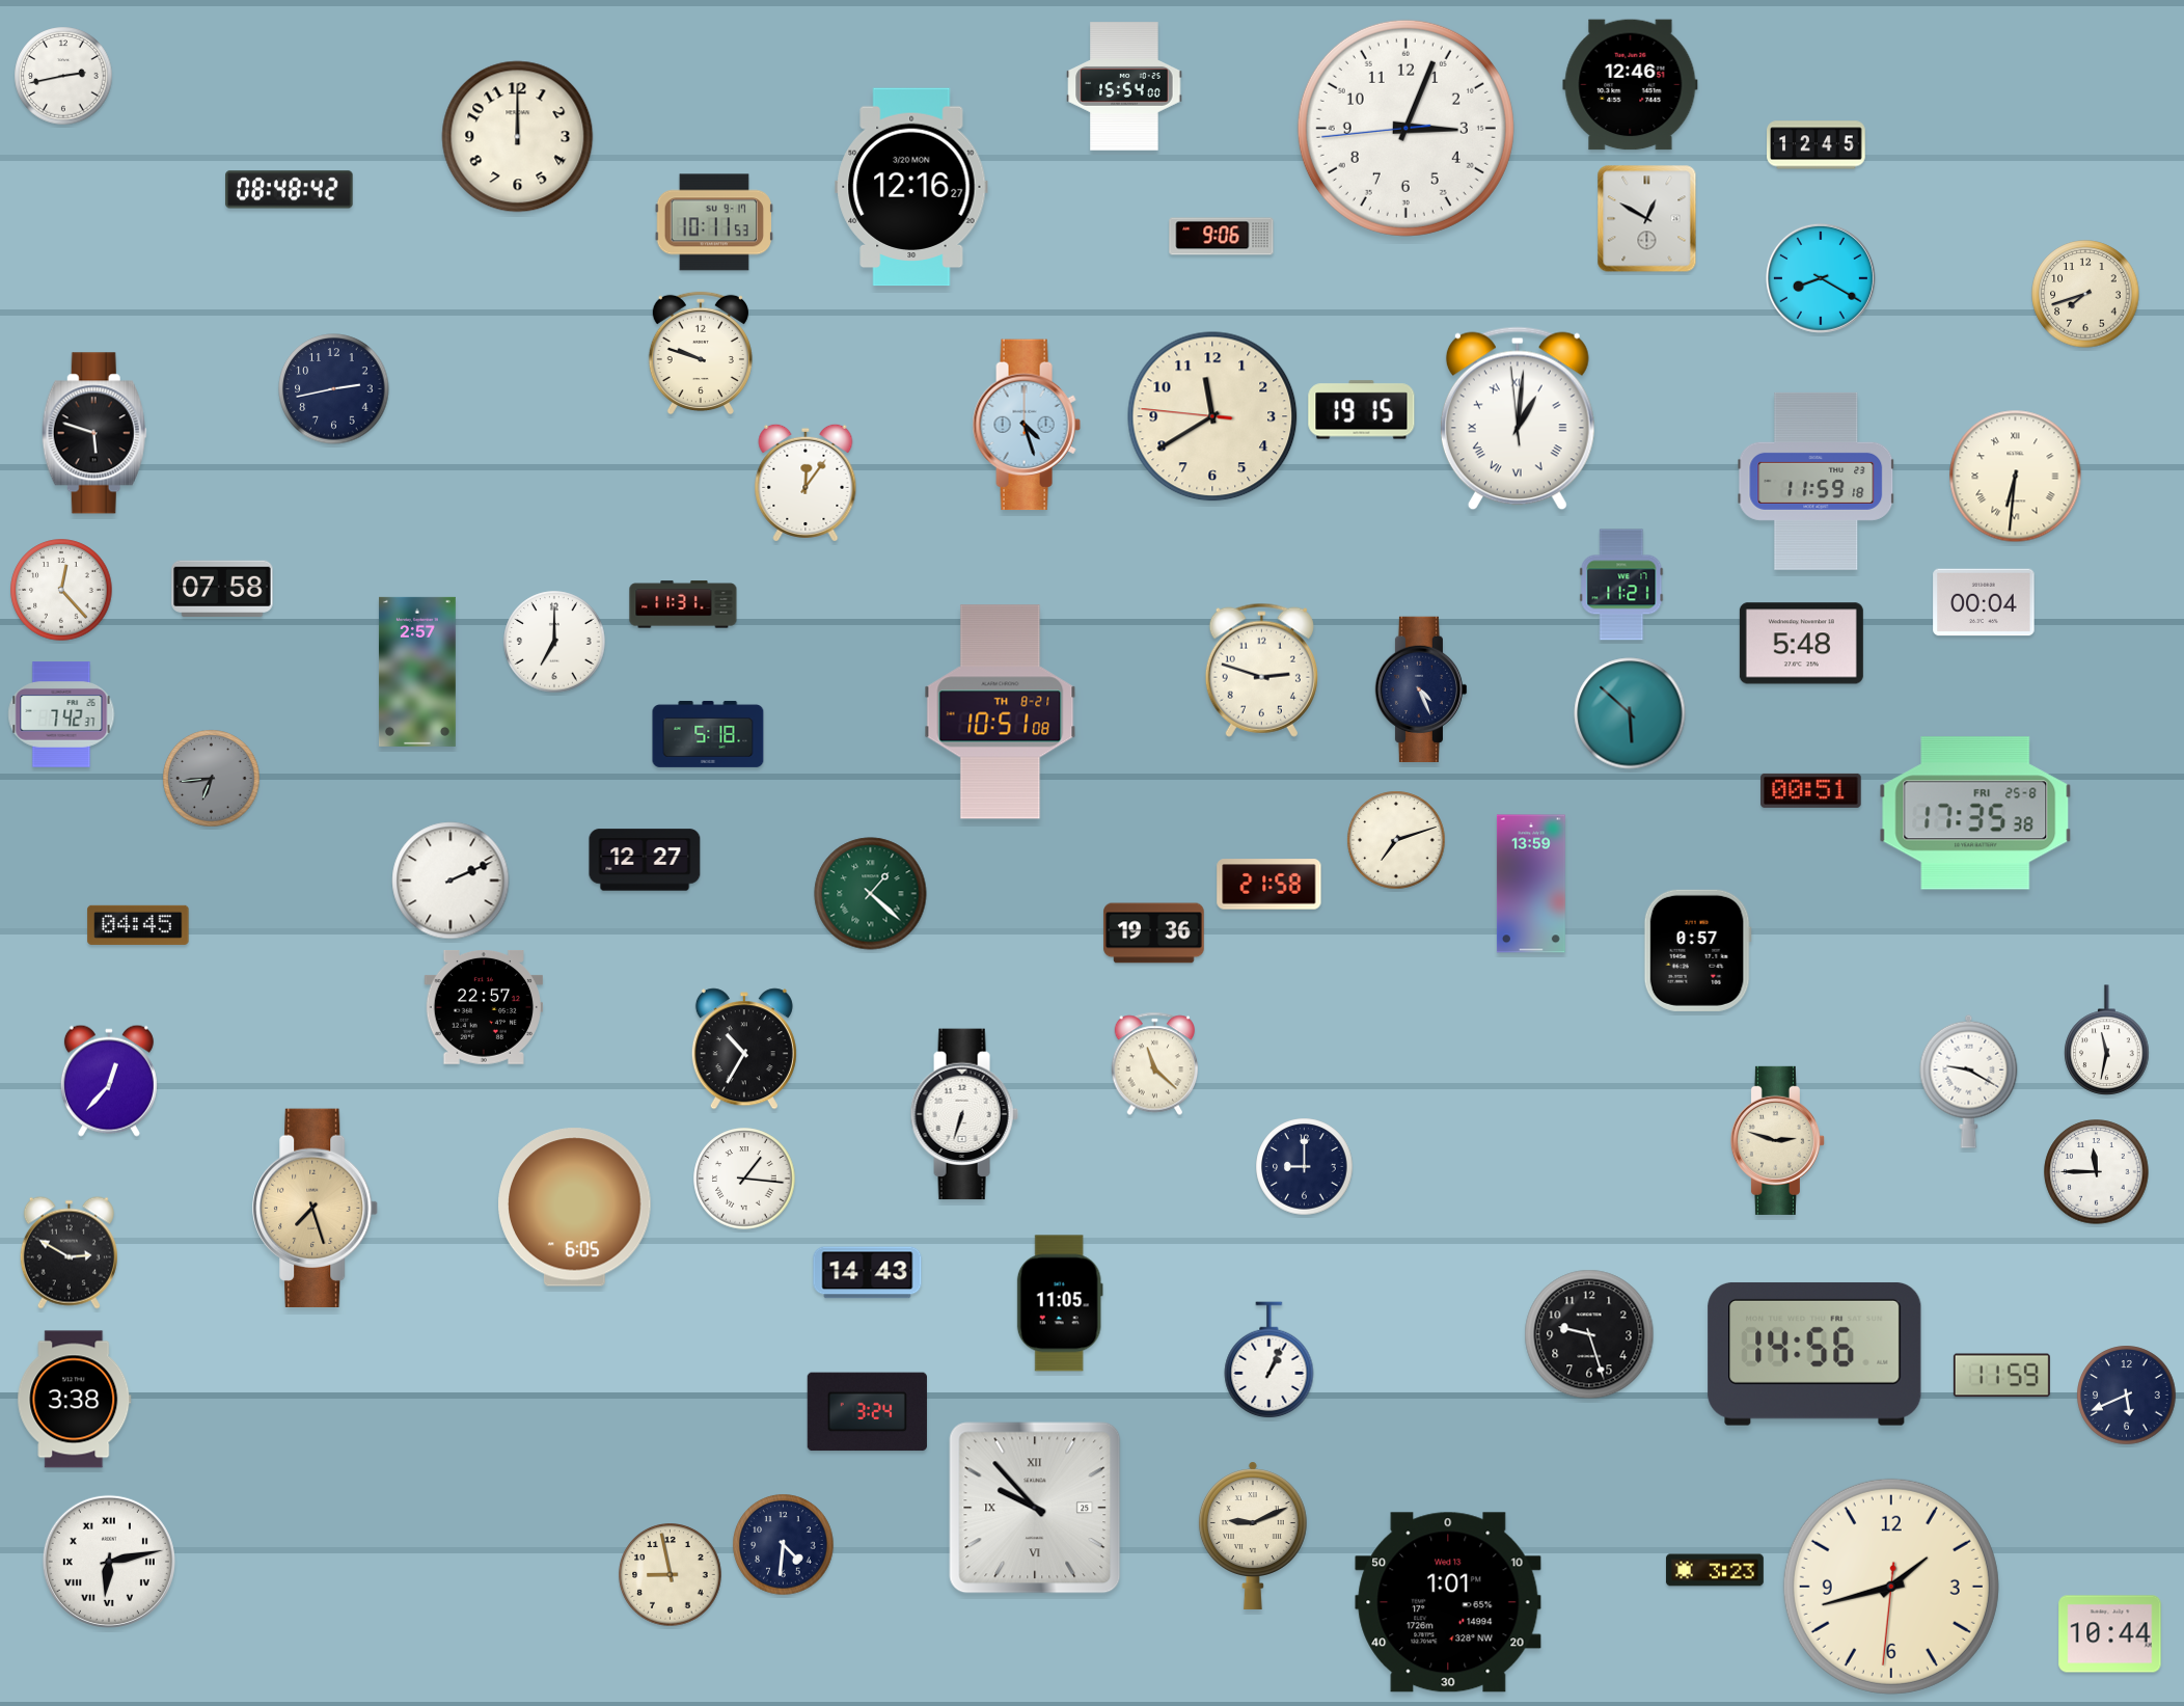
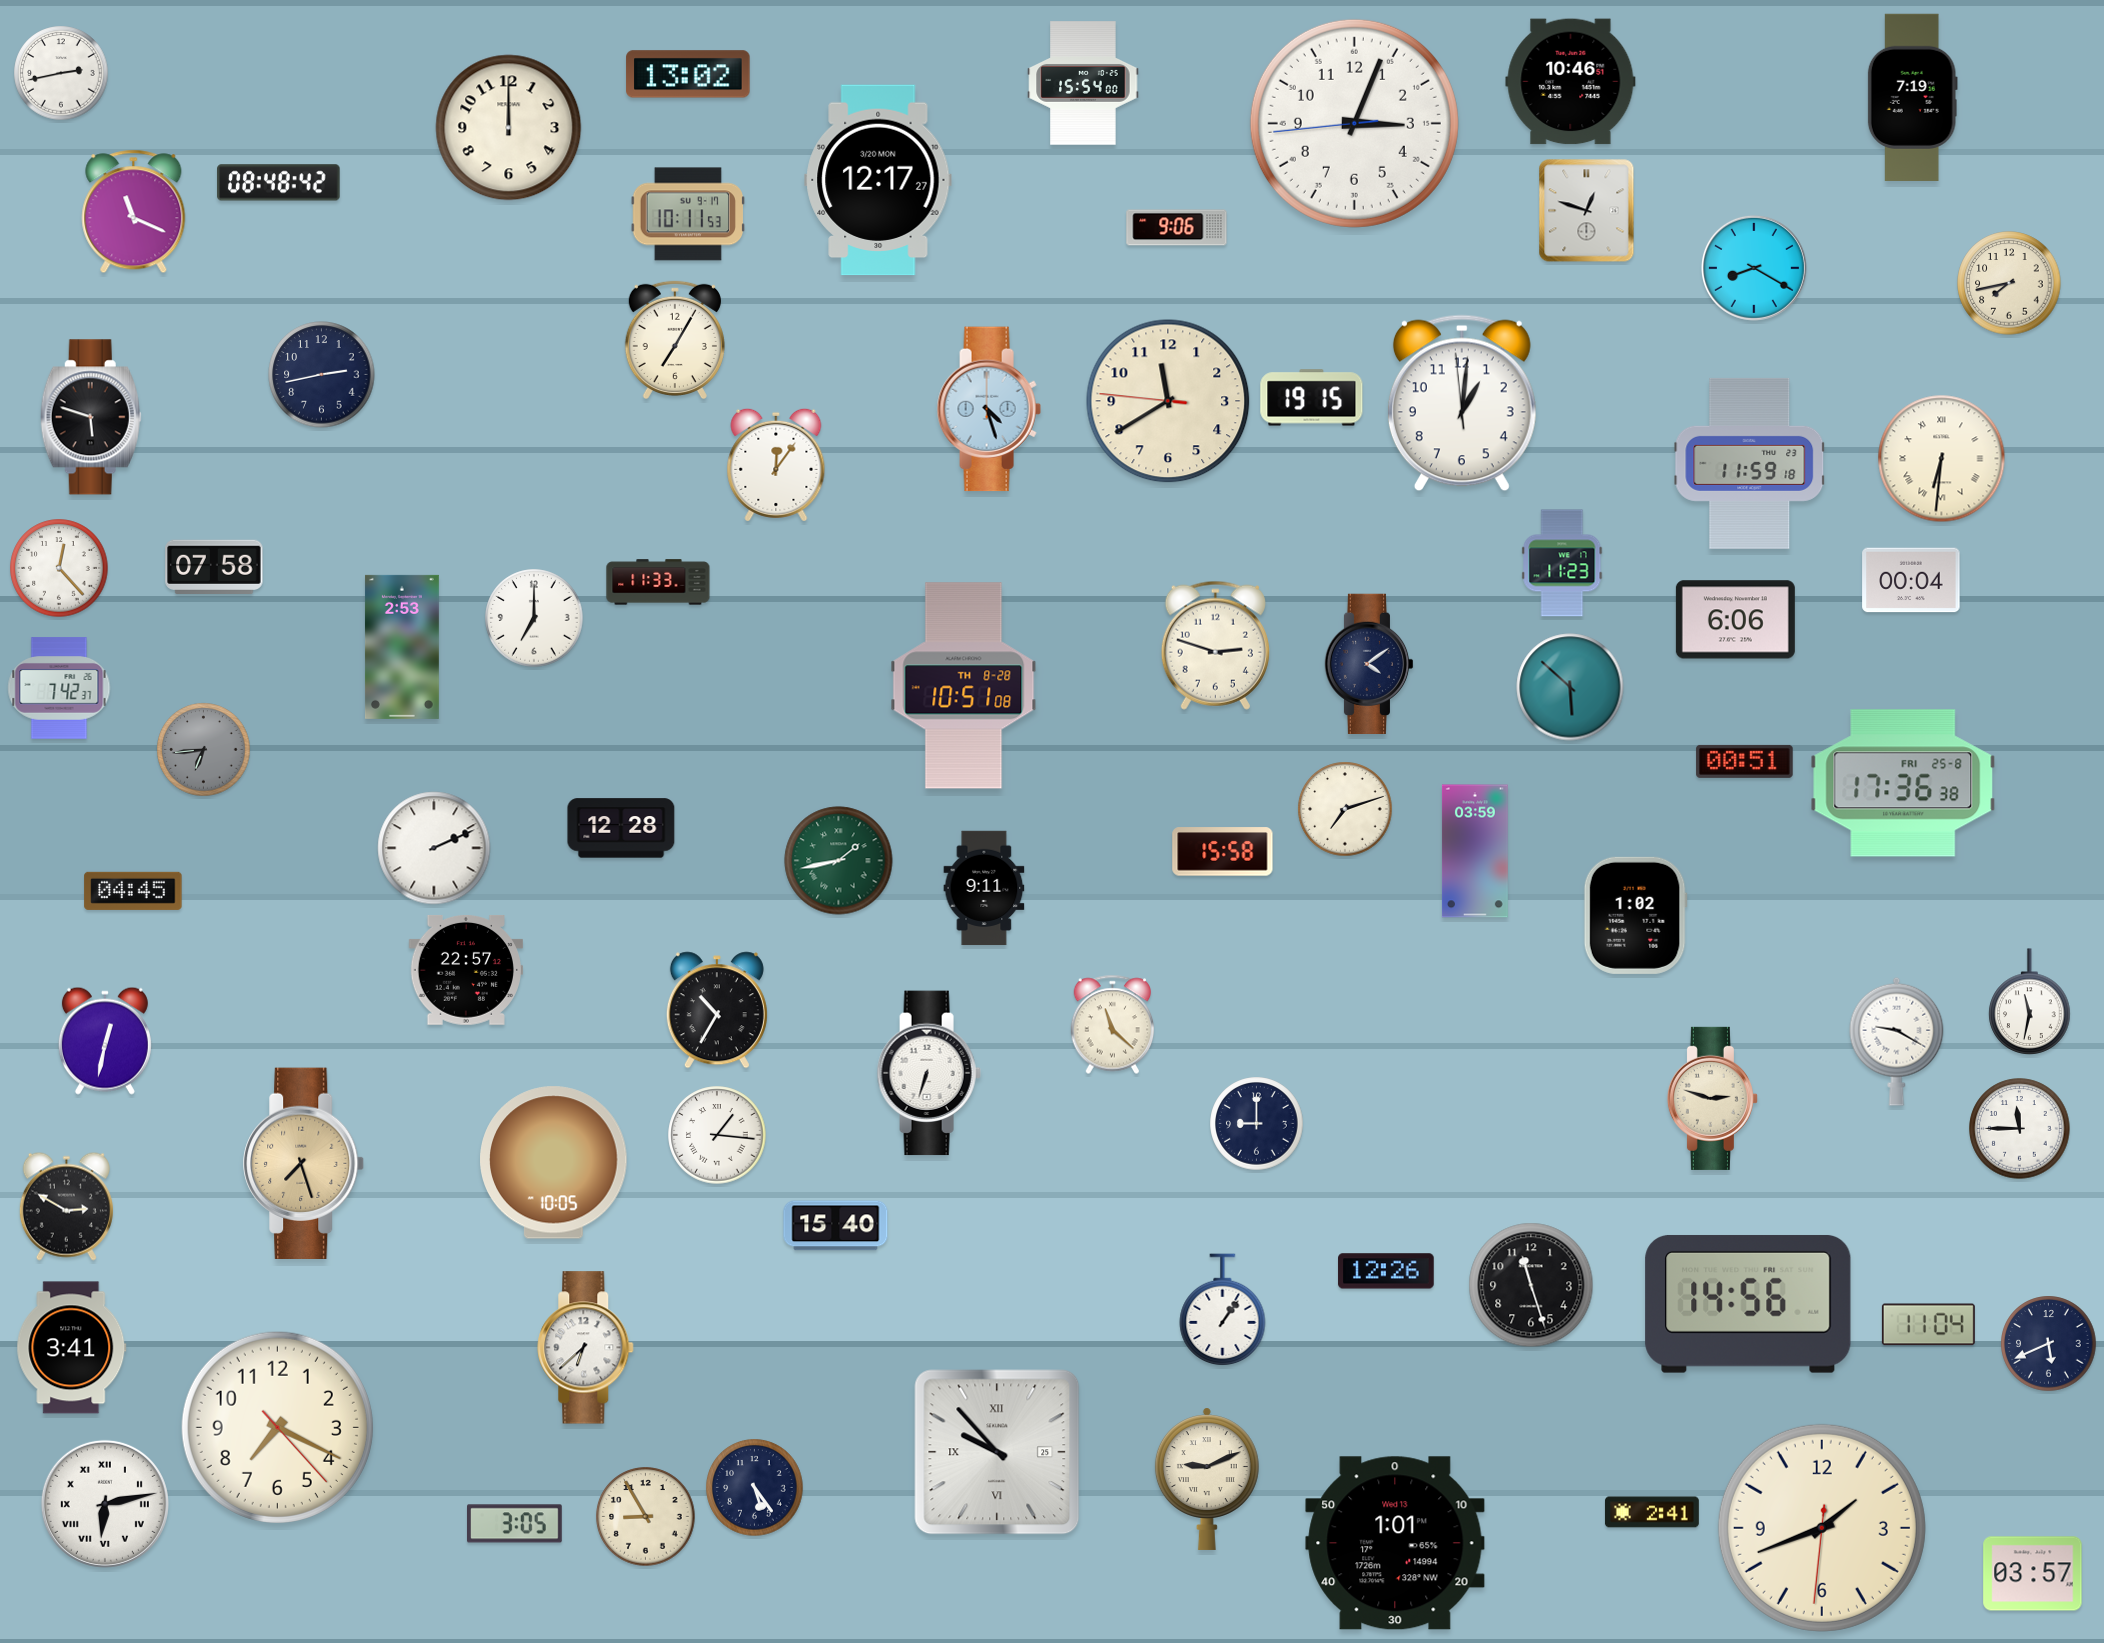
clock at (688, 74): none -> 13:02
clock at (1631, 85): 12:46 -> 10:46
clock at (1912, 97): none -> 7:19
clock at (518, 137) position: (518, 137) -> (509, 128)
clock at (1817, 145): 12:45 -> none
clock at (911, 187): 12:16 -> 12:17
clock at (1647, 219): 12:50 -> 12:48
clock at (134, 212): none -> 11:19
clock at (2085, 294): 7:42 -> 7:43
clock at (701, 353): 9:48 -> 7:05
clock at (1362, 410) position: (1362, 410) -> (1312, 398)
clock at (1518, 418) numerals: Roman -> Arabic
clock at (1621, 585): 11:21 -> 11:23
clock at (683, 604): 11:31 -> 11:33
clock at (1801, 644): 5:48 -> 6:06
clock at (417, 672): 2:57 -> 2:53
clock at (1421, 688): 4:26 -> 4:09
clock at (1001, 712) date: TH 8-21 -> TH 8-28
clock at (708, 734): 5:18 -> none
clock at (1975, 813): 17:35 -> 17:36
clock at (645, 860): 12:27 -> 12:28
clock at (1531, 884): 13:59 -> 03:59
clock at (1270, 885): 21:58 -> 15:58
clock at (871, 894): 1:22 -> 1:43
clock at (984, 888): none -> 9:11
clock at (1154, 933): 19:36 -> none
clock at (1697, 950): 0:57 -> 1:02
clock at (109, 1081): 12:37 -> 12:32
clock at (575, 1208): 6:05 -> 10:05
clock at (868, 1273): 14:43 -> 15:40
clock at (1060, 1303): 11:05 -> none
clock at (1386, 1271): none -> 12:26
clock at (1589, 1334): 9:27 -> 11:27
clock at (1270, 1360): 1:04 -> 1:06
clock at (2001, 1376): 11:59 -> 11:04
clock at (75, 1400): 3:38 -> 3:41
clock at (586, 1348): none -> 6:38
clock at (867, 1412): 3:24 -> none
clock at (277, 1427): none -> 7:19
clock at (784, 1545): 4:31 -> 5:24
clock at (1715, 1570): 3:23 -> 2:41
clock at (671, 1575): 8:58 -> 8:55
clock at (515, 1524): none -> 3:05
clock at (1891, 1587): 1:42 -> 1:41
clock at (2110, 1634): 10:44 -> 03:57
